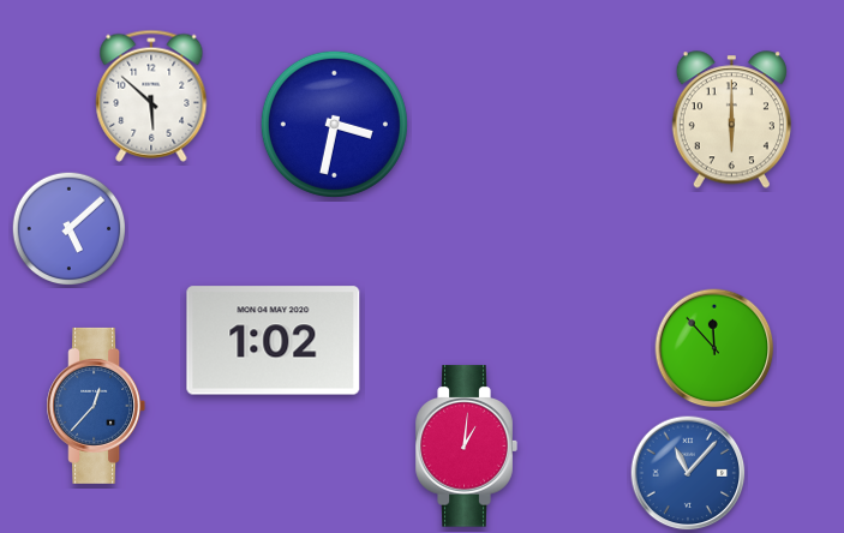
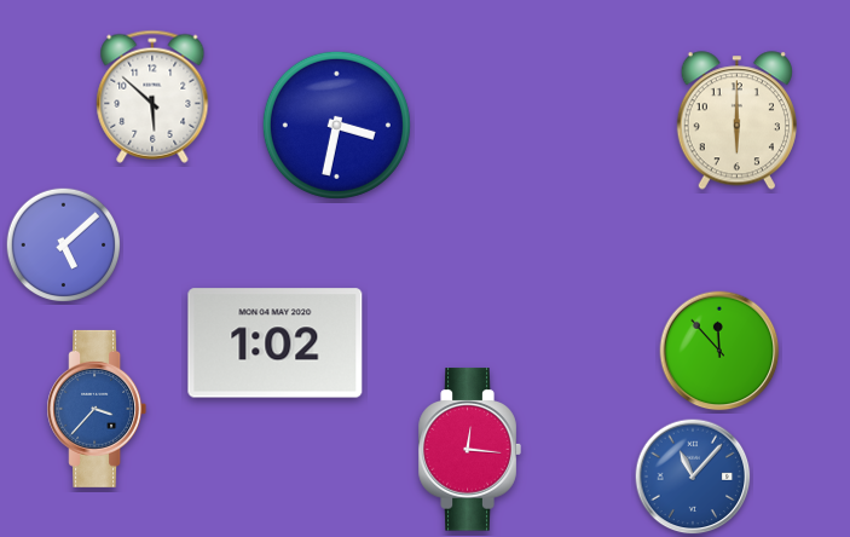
clock at (70, 229) position: (70, 229) -> (64, 246)
clock at (96, 406): 12:37 -> 3:37
clock at (466, 447): 1:01 -> 12:16
